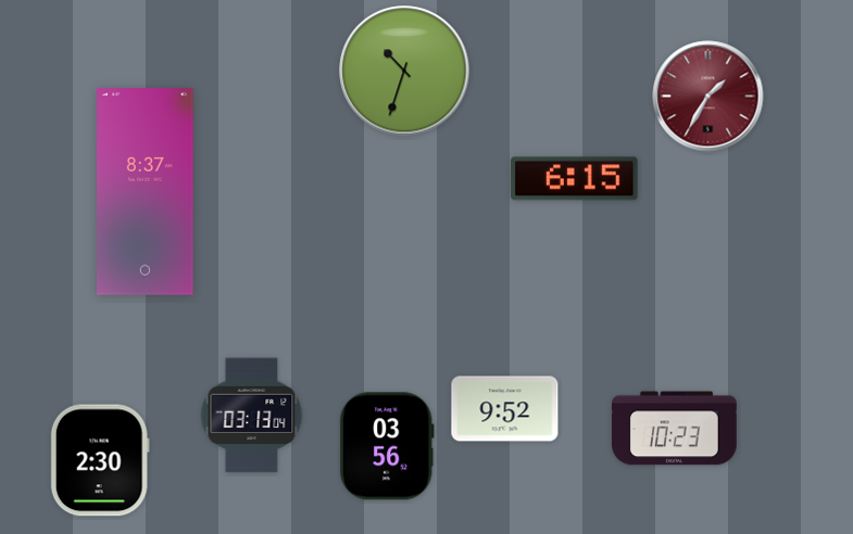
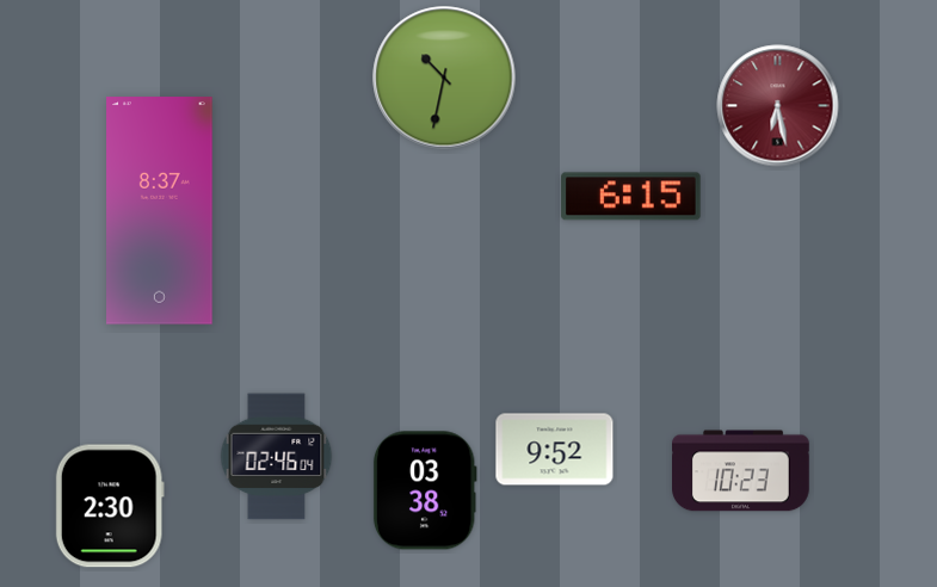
clock at (404, 71): 10:33 -> 10:32
clock at (708, 97): 1:35 -> 6:28
clock at (252, 416): 03:13 -> 02:46
clock at (387, 446): 03:56 -> 03:38
